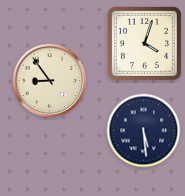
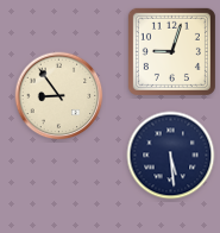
clock at (144, 43): 4:03 -> 9:03
